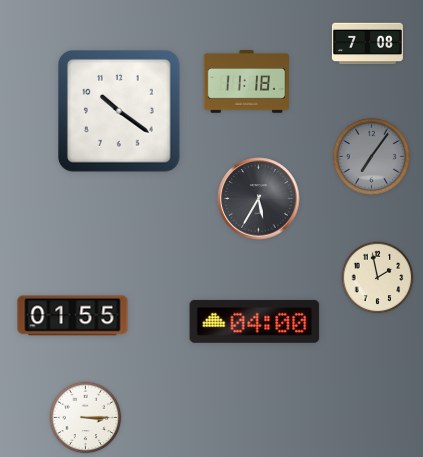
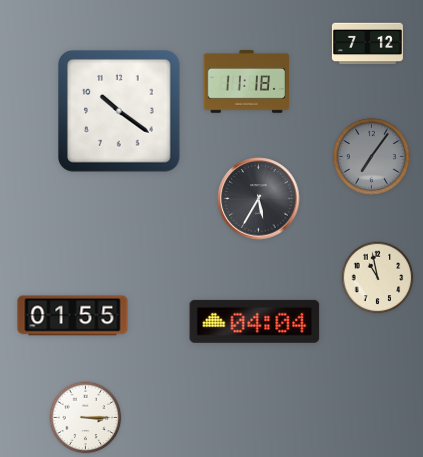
clock at (367, 44): 7:08 -> 7:12
clock at (378, 278): 1:58 -> 10:58
clock at (255, 321): 04:00 -> 04:04
